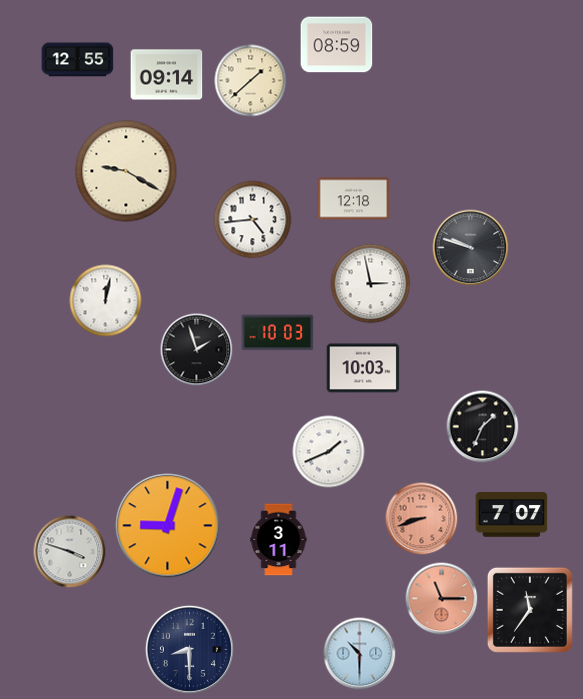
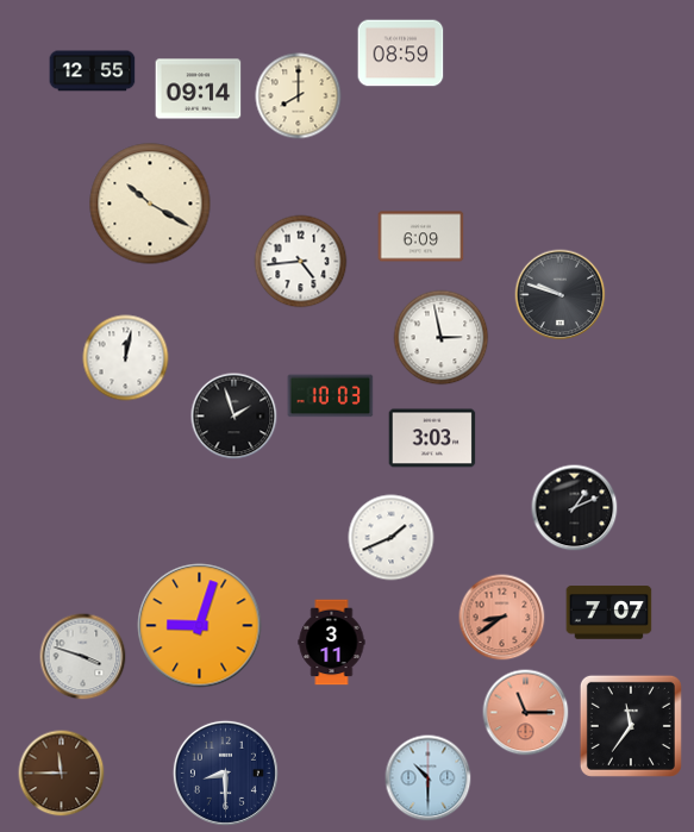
clock at (251, 81): 1:38 -> 8:00
clock at (126, 171): 9:20 -> 10:20
clock at (354, 199): 12:18 -> 6:09
clock at (363, 368): 10:03 -> 3:03
clock at (483, 427): 1:34 -> 1:11
clock at (422, 519): 8:42 -> 8:39
clock at (62, 774): none -> 11:45
